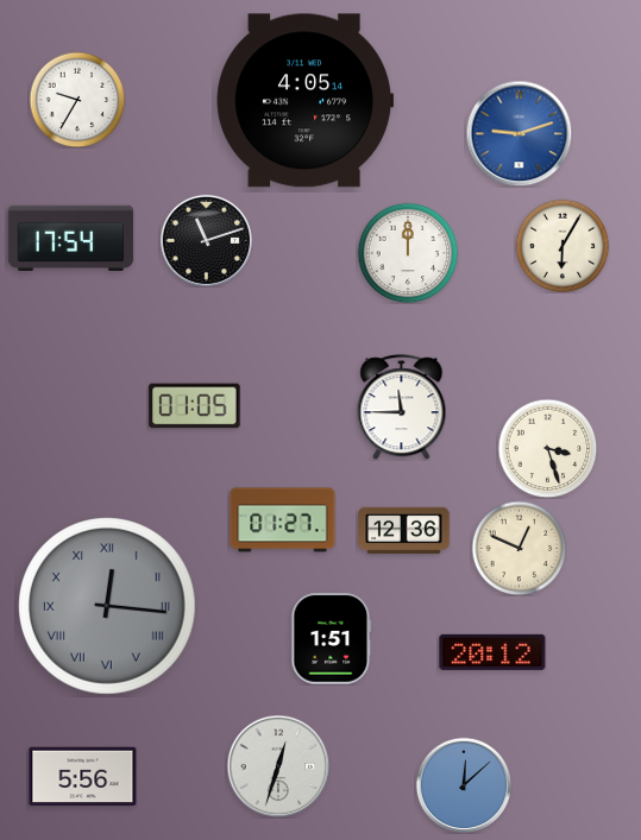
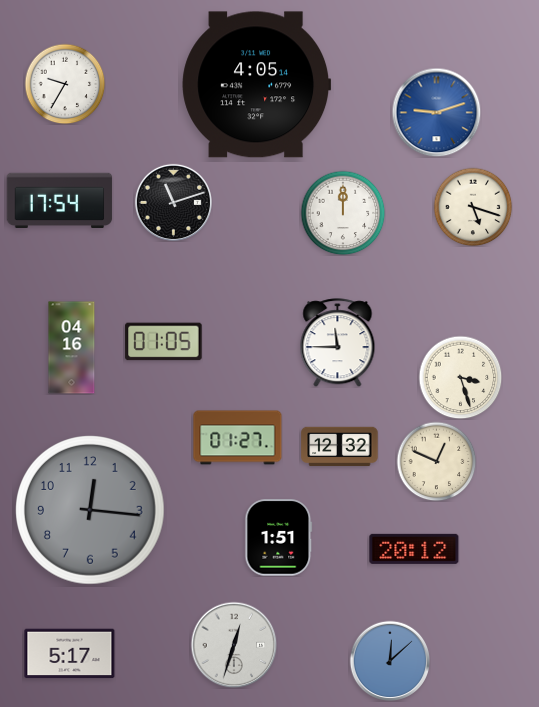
clock at (563, 246): 6:05 -> 5:18
clock at (72, 348): none -> 04:16
clock at (404, 531): 12:36 -> 12:32
clock at (108, 607) numerals: Roman -> Arabic
clock at (83, 777): 5:56 -> 5:17
